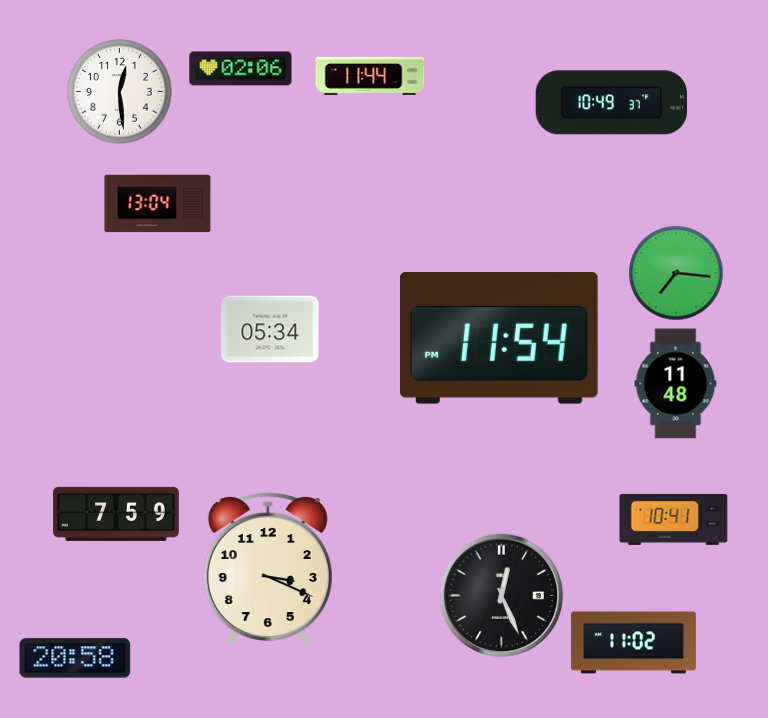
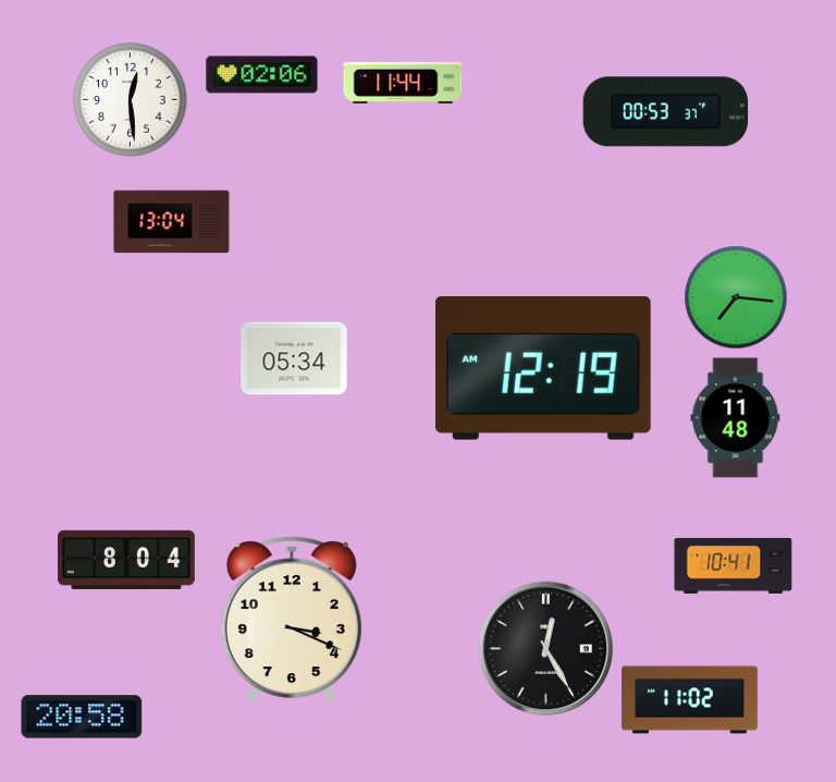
clock at (612, 103): 10:49 -> 00:53
clock at (499, 338): 11:54 -> 12:19
clock at (117, 514): 7:59 -> 8:04
clock at (502, 596): 12:26 -> 12:25
